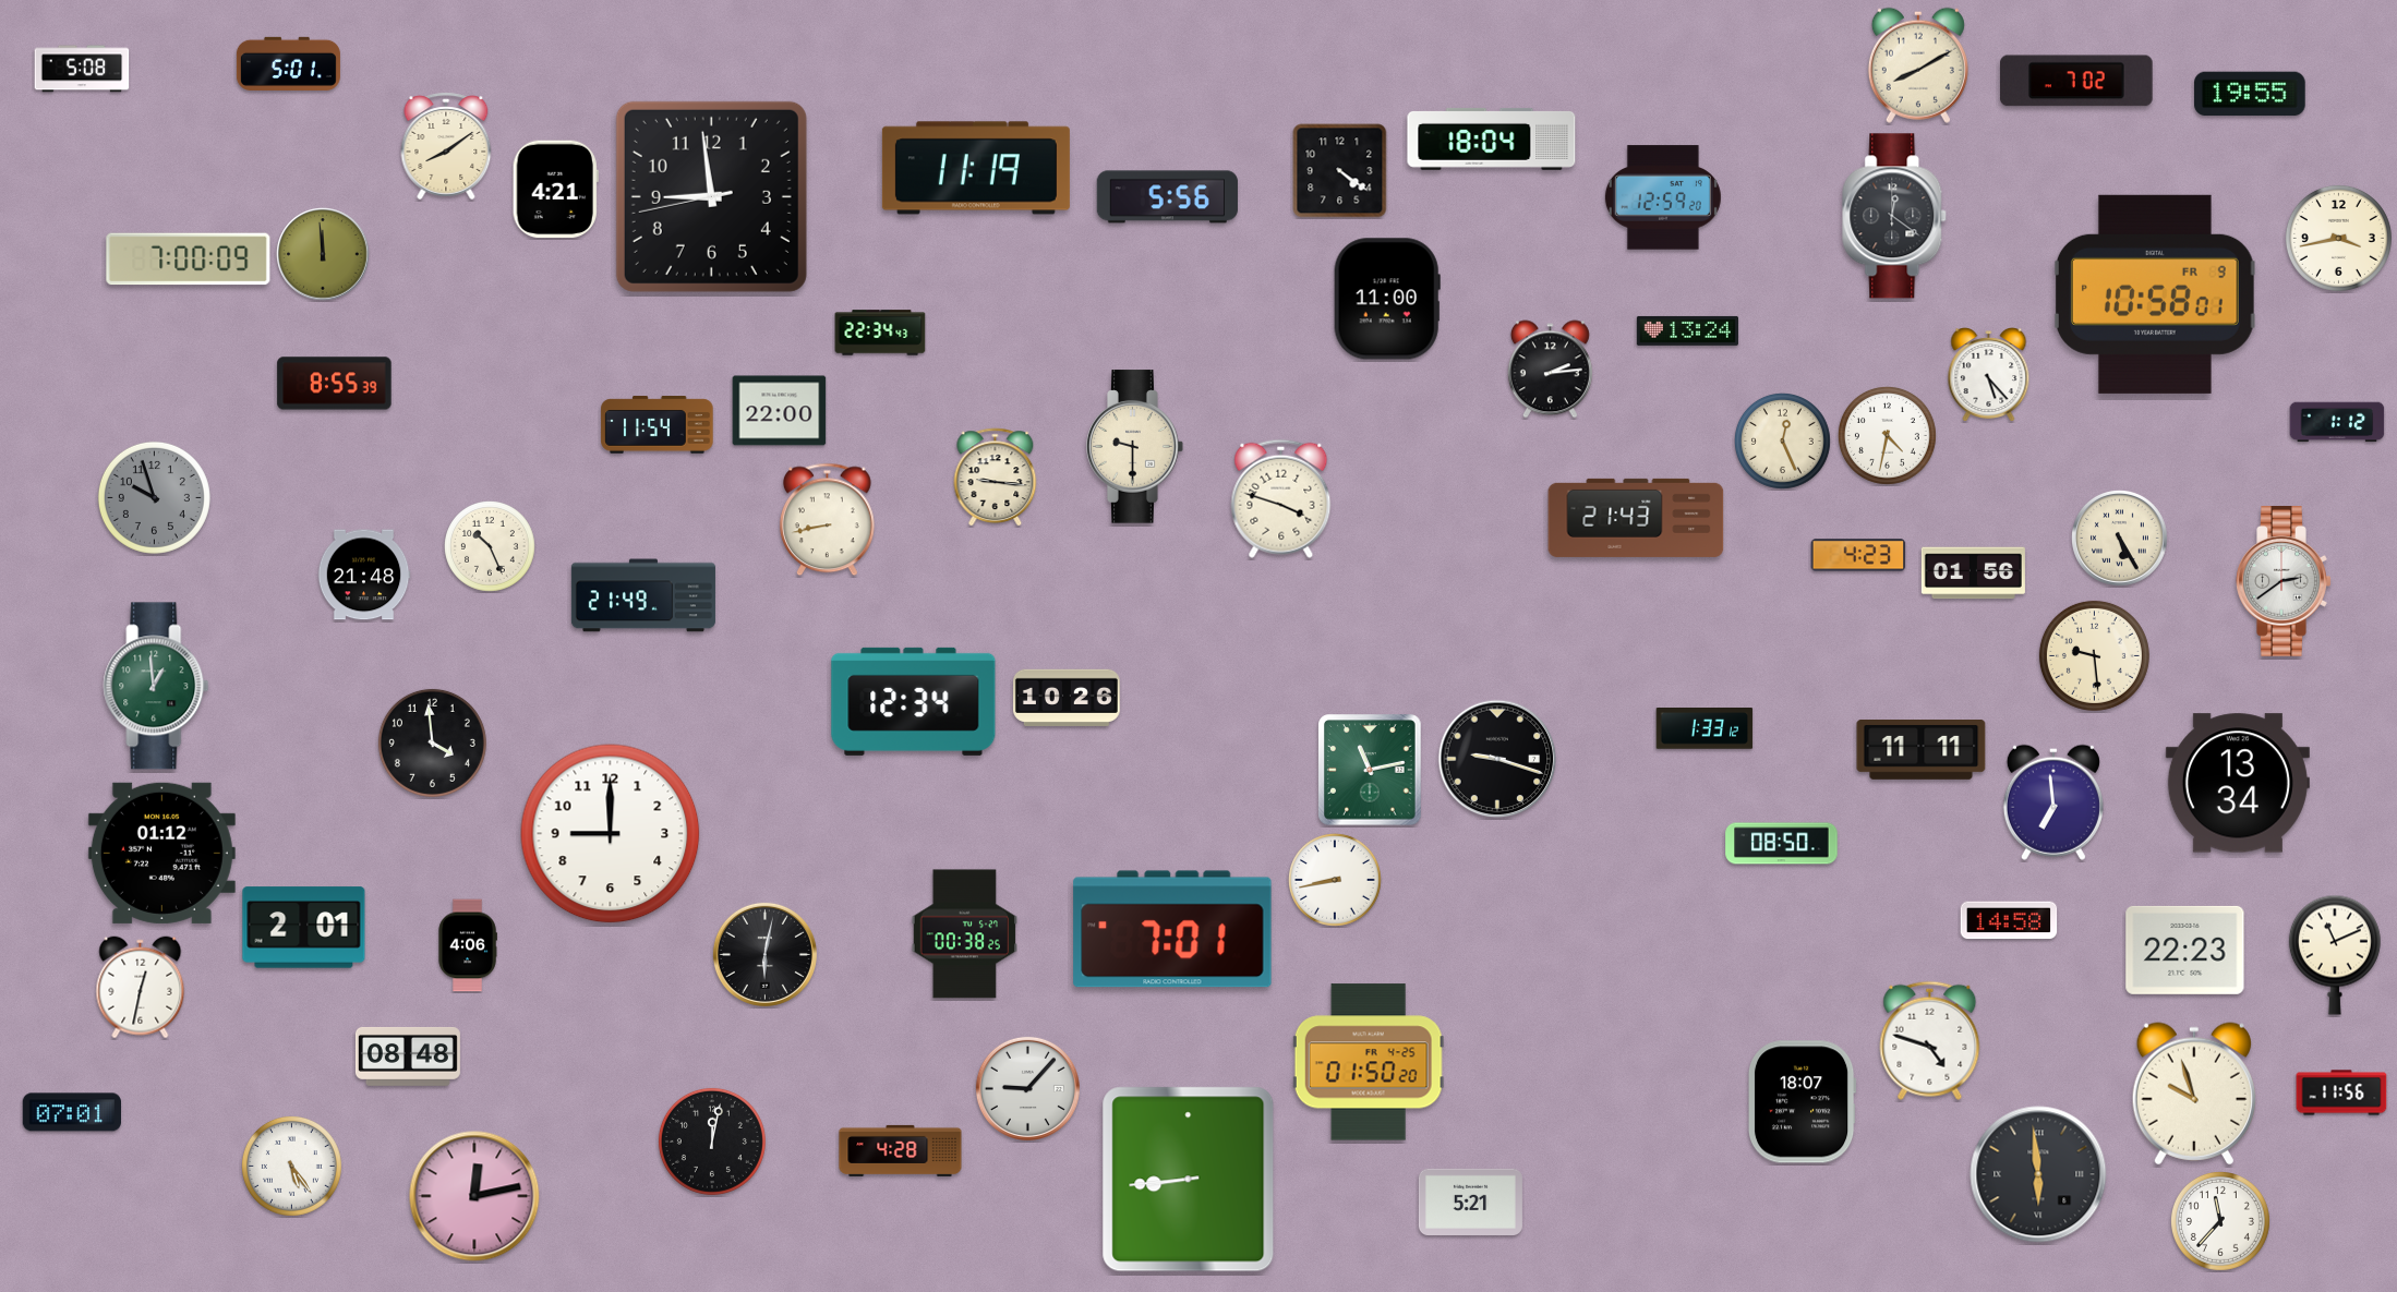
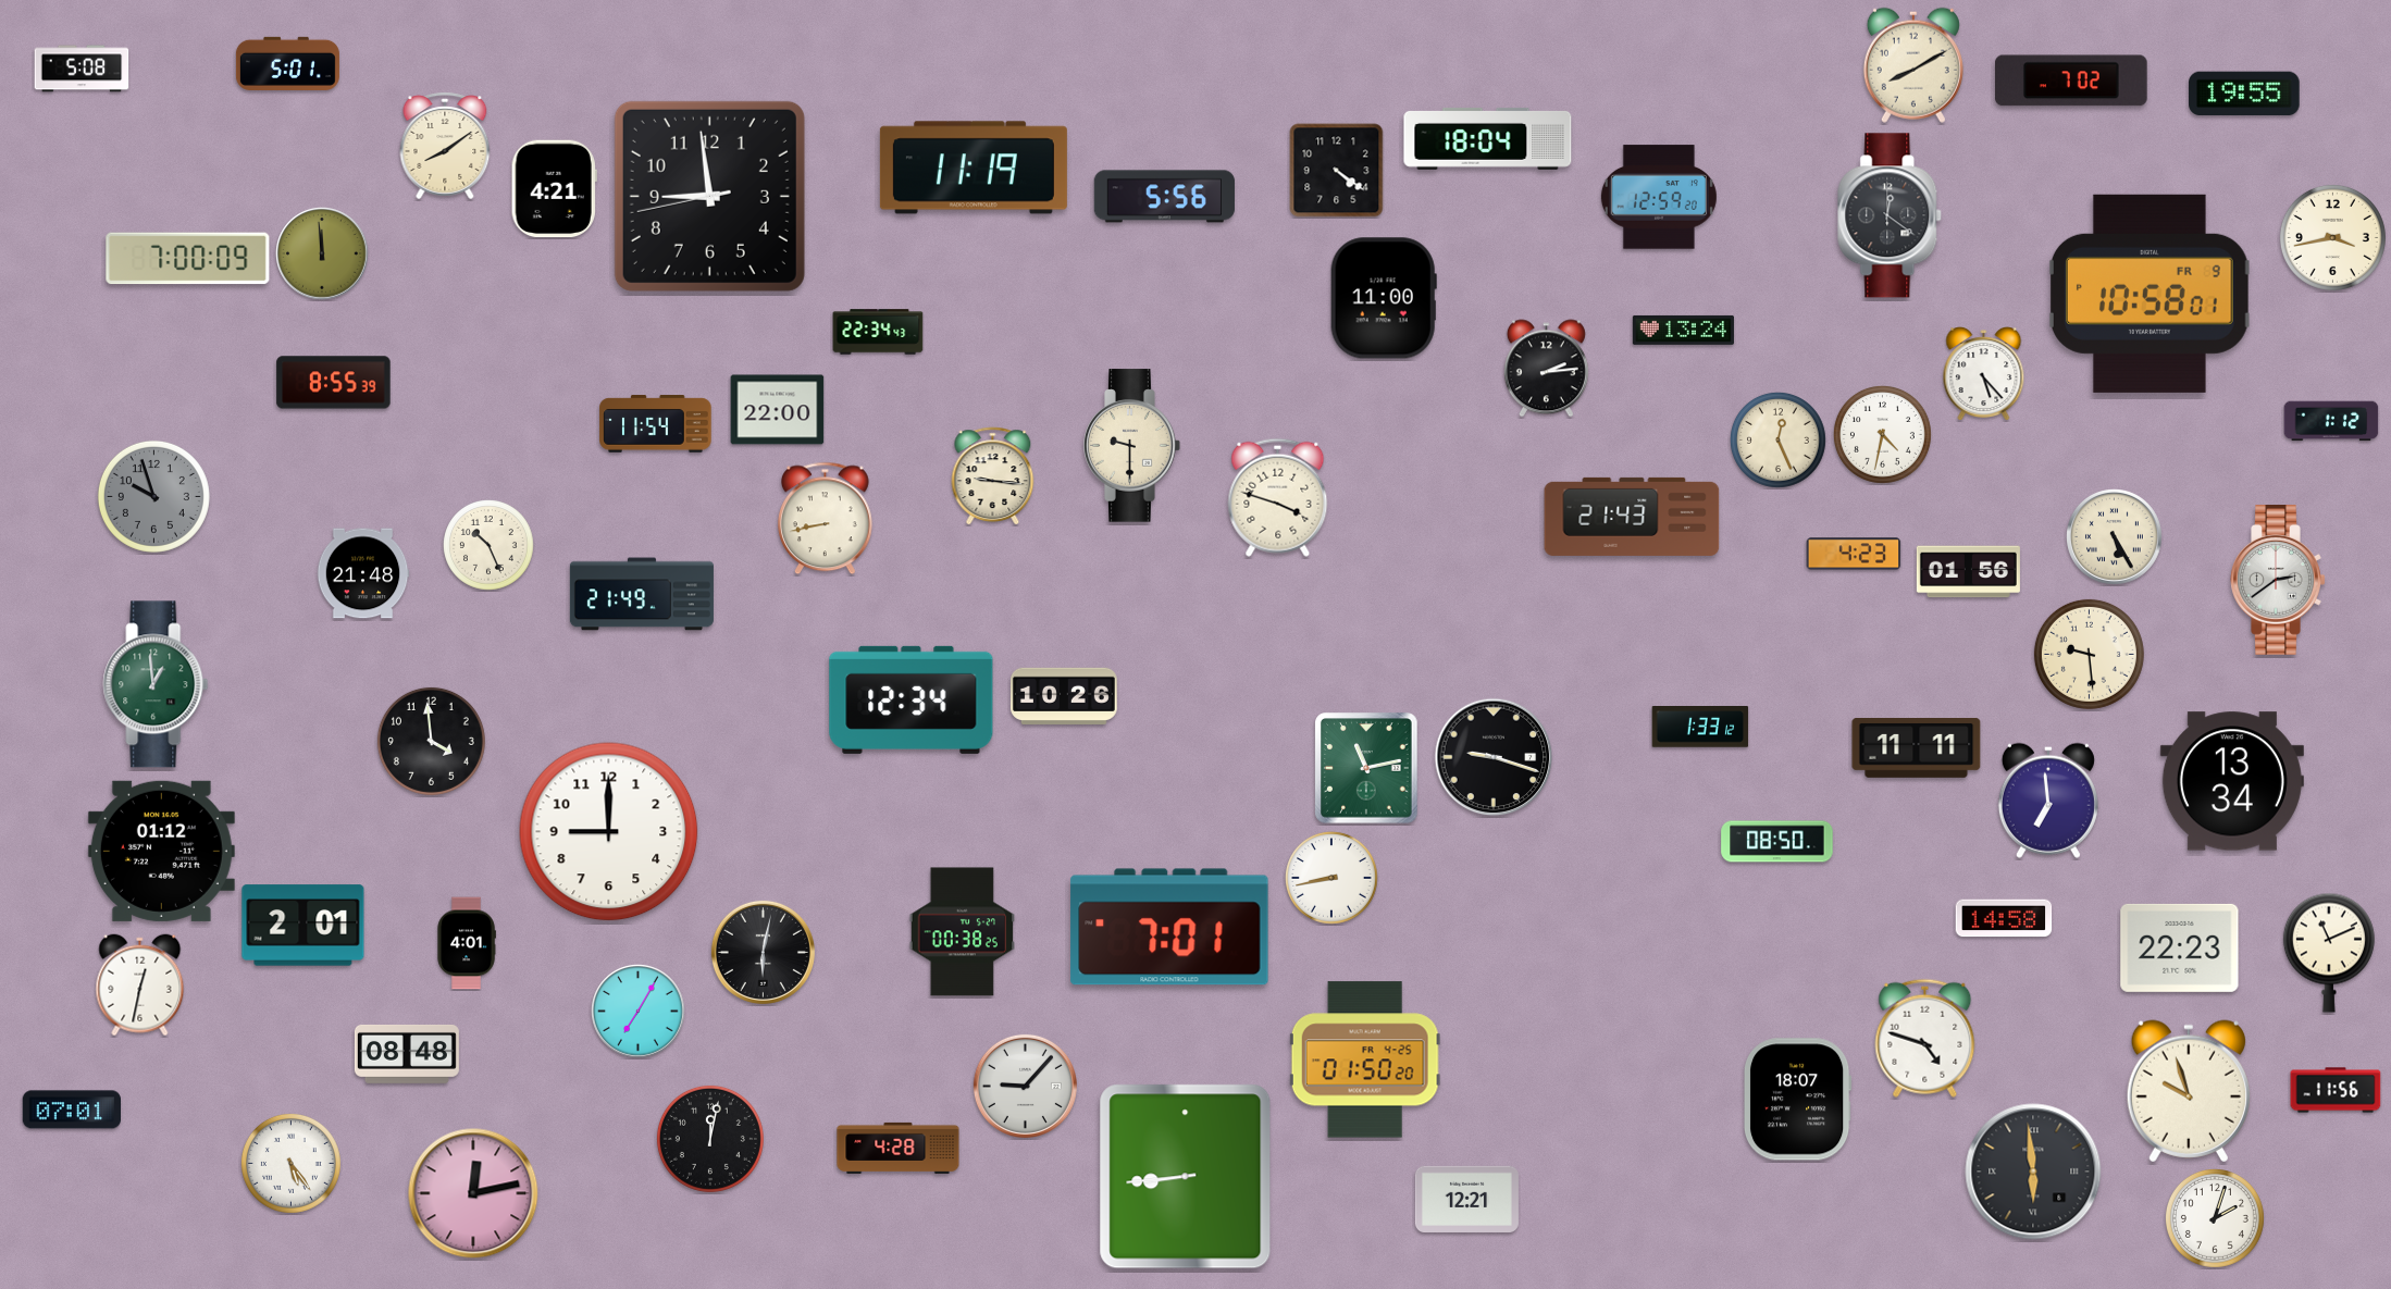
clock at (468, 945): 4:06 -> 4:01
clock at (639, 1012): none -> 7:05
clock at (1470, 1202): 5:21 -> 12:21
clock at (2220, 1221): 11:37 -> 2:03
